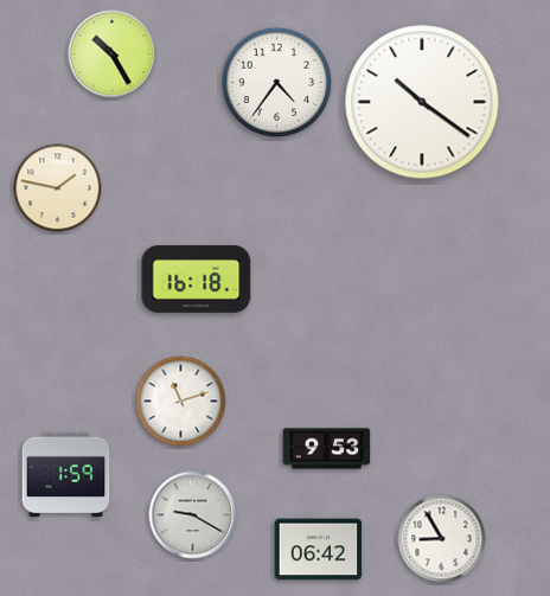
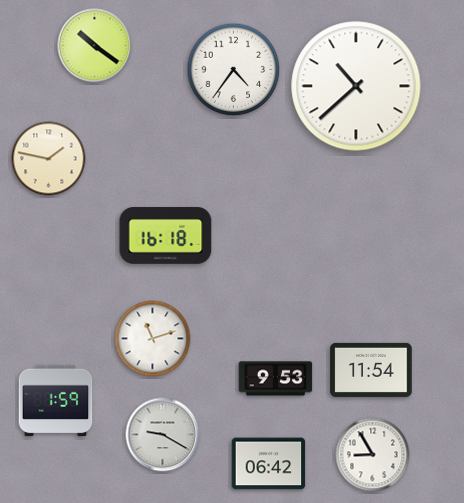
clock at (113, 55): 10:25 -> 10:21
clock at (422, 102): 10:21 -> 10:38
clock at (371, 370): none -> 11:54
